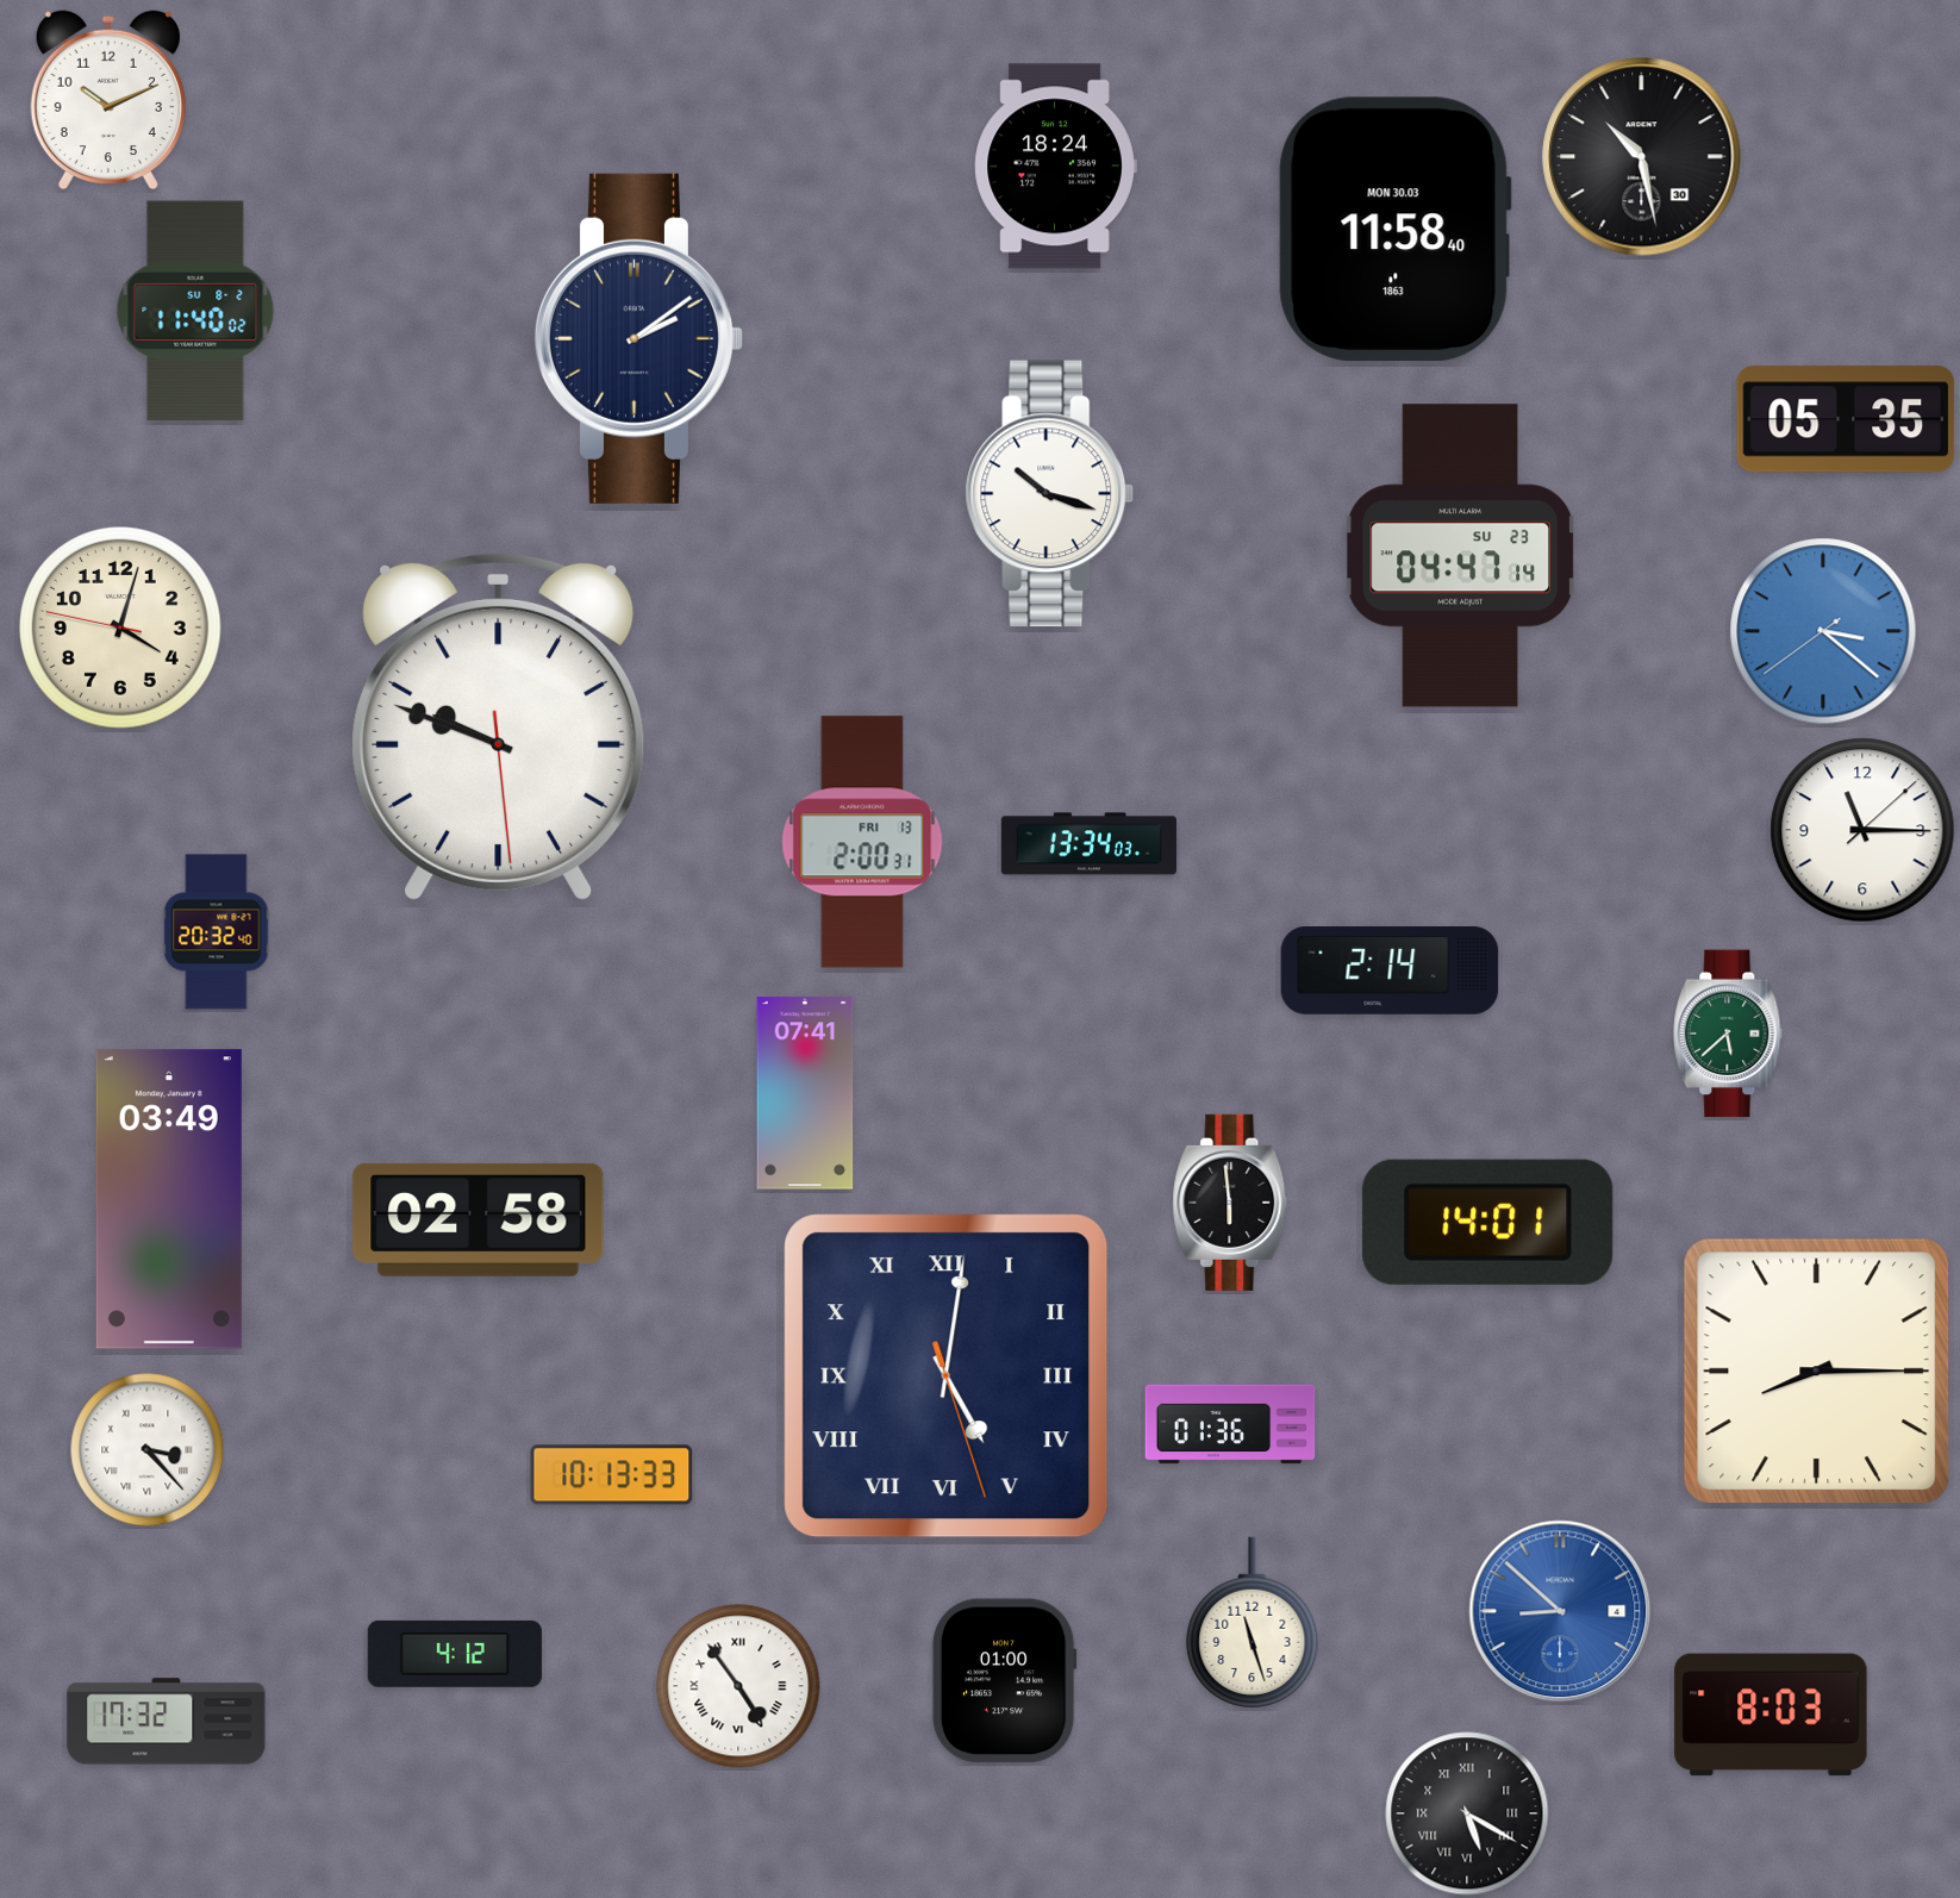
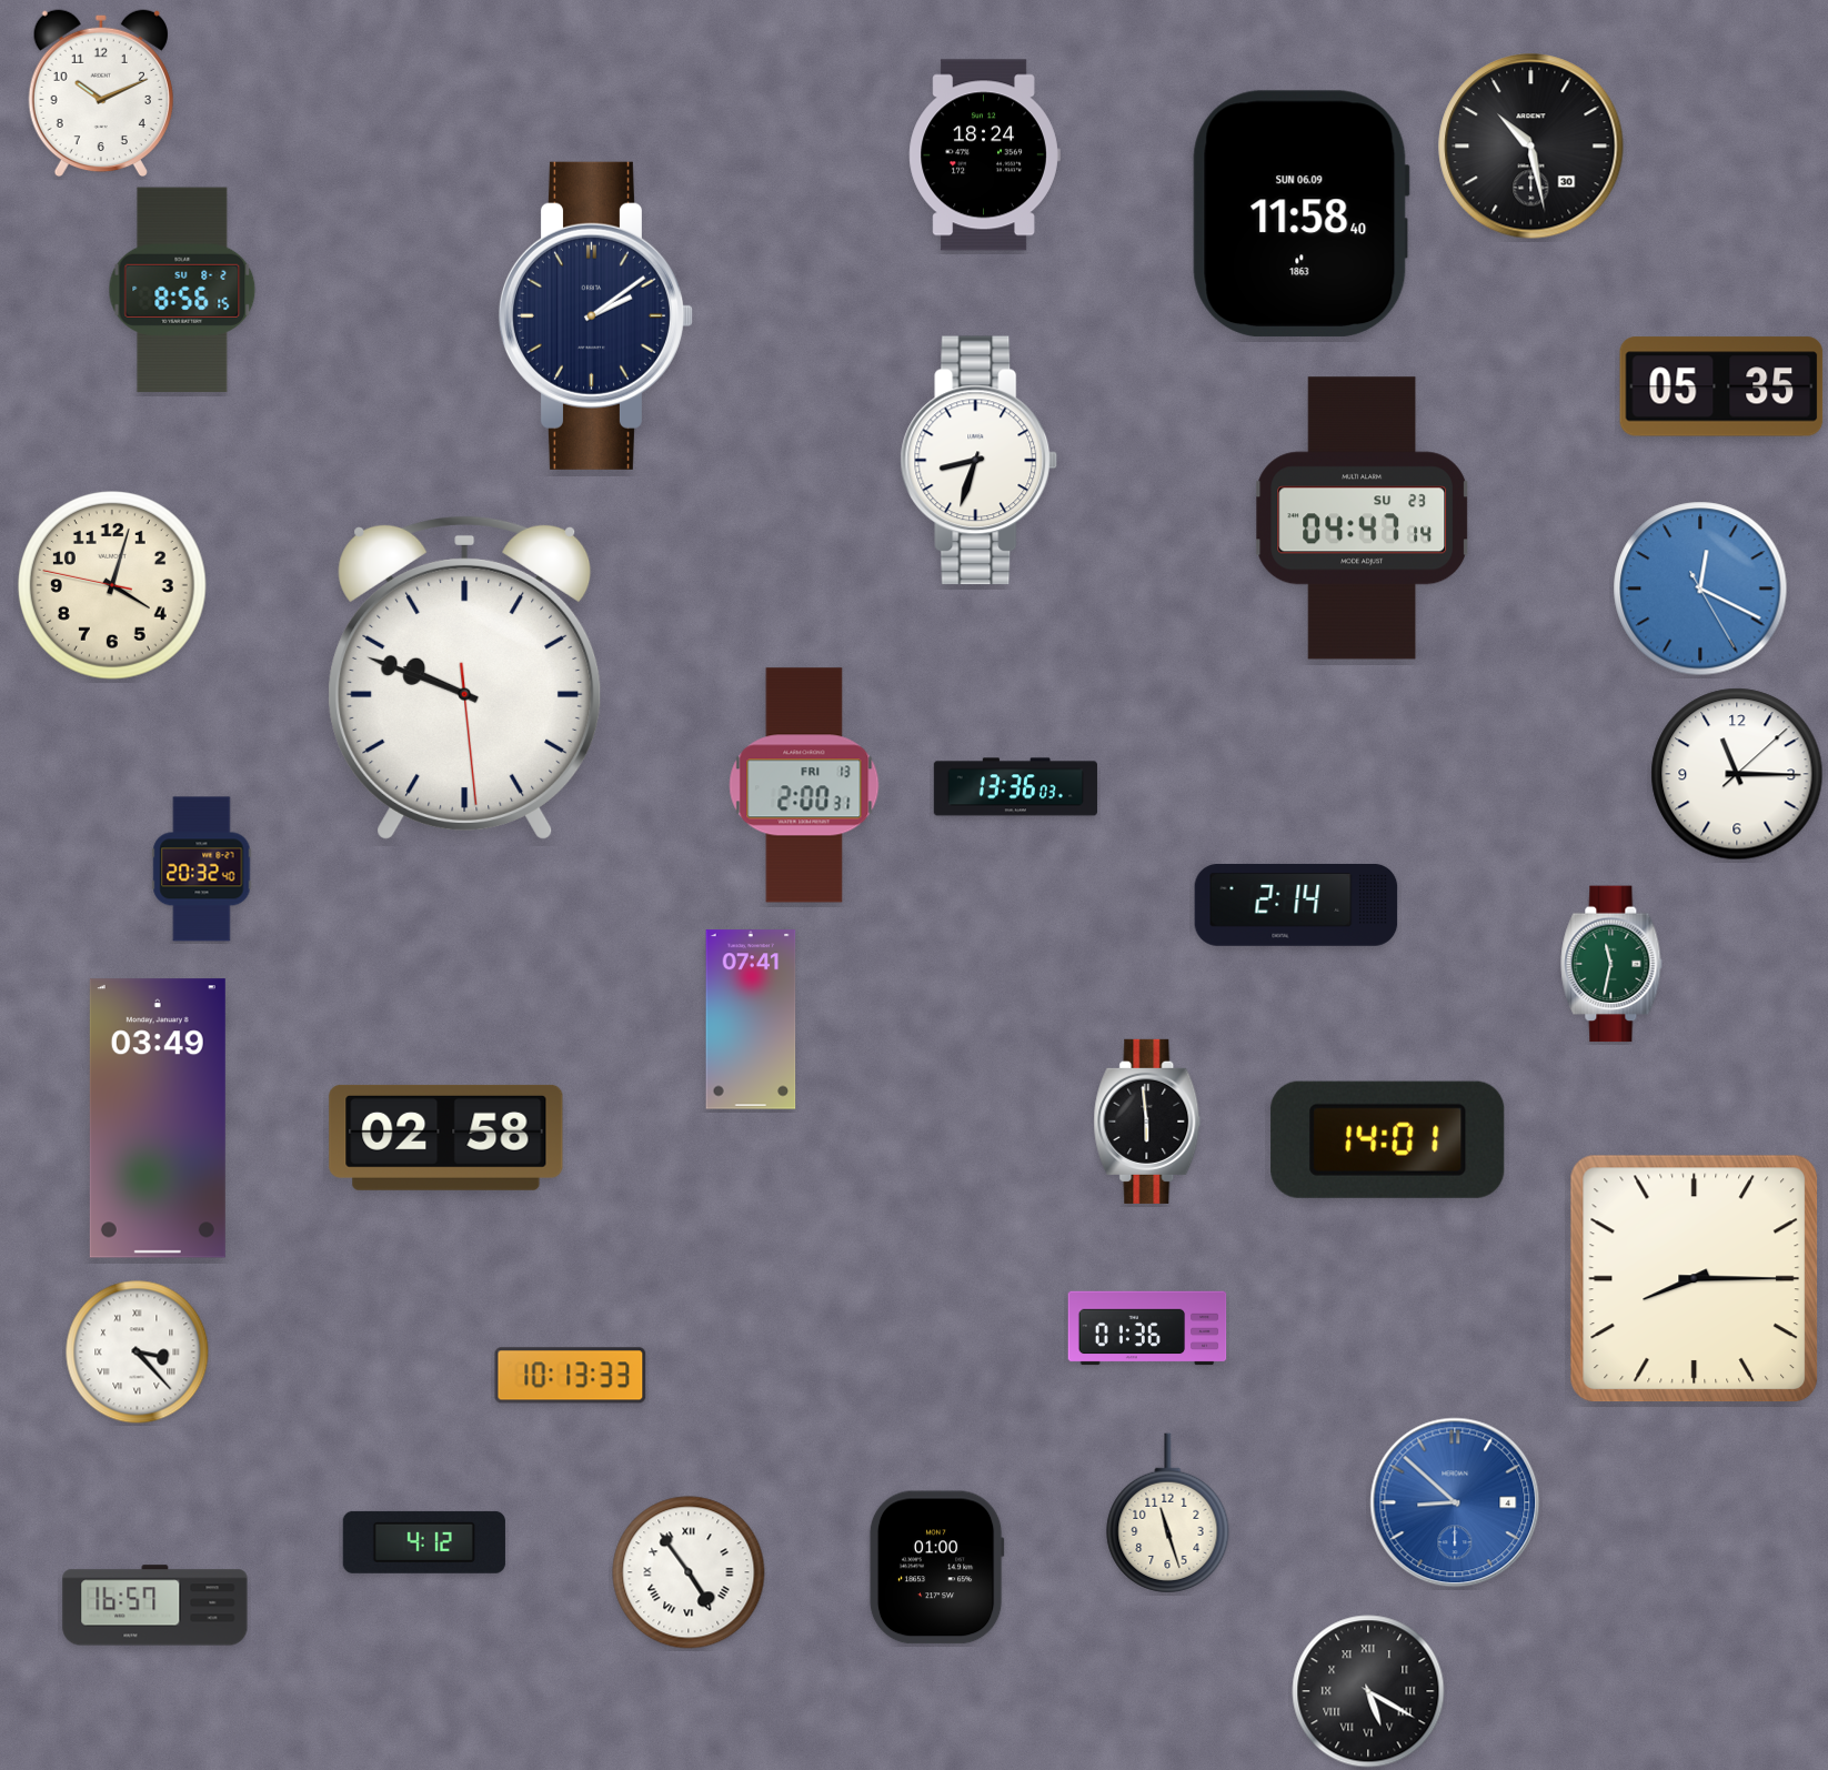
clock at (1394, 230) date: MON 30.03 -> SUN 06.09
clock at (195, 311): 11:40 -> 8:56
clock at (1846, 419) position: (1846, 419) -> (1721, 386)
clock at (1050, 494): 10:18 -> 8:33
clock at (1823, 631): 3:21 -> 12:19
clock at (1088, 844): 13:34 -> 13:36
clock at (1728, 1034): 5:38 -> 11:32
clock at (947, 1376): 5:01 -> none
clock at (1771, 1715): 8:03 -> none
clock at (167, 1722): 17:32 -> 16:57
